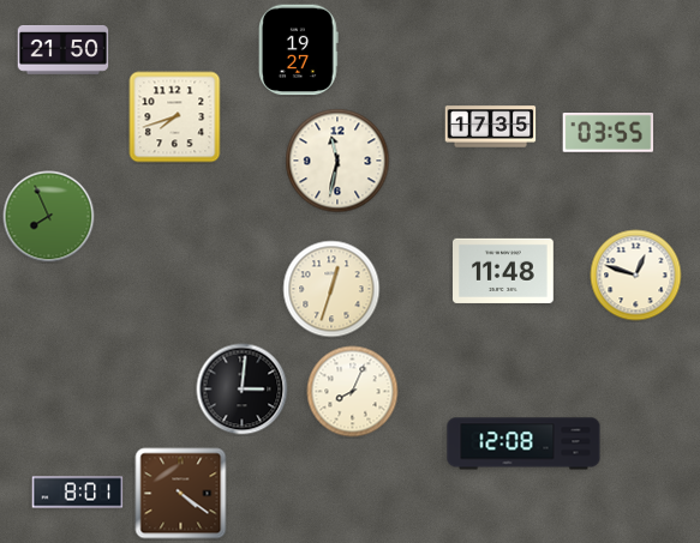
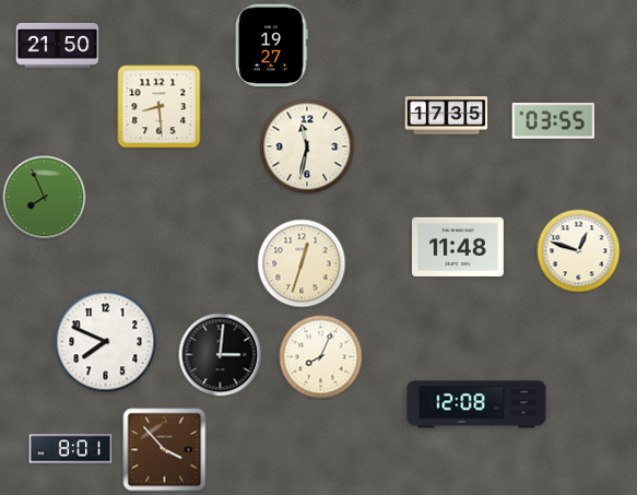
clock at (175, 117): 7:42 -> 8:29
clock at (106, 342): none -> 7:49
clock at (181, 494): 4:21 -> 3:53
